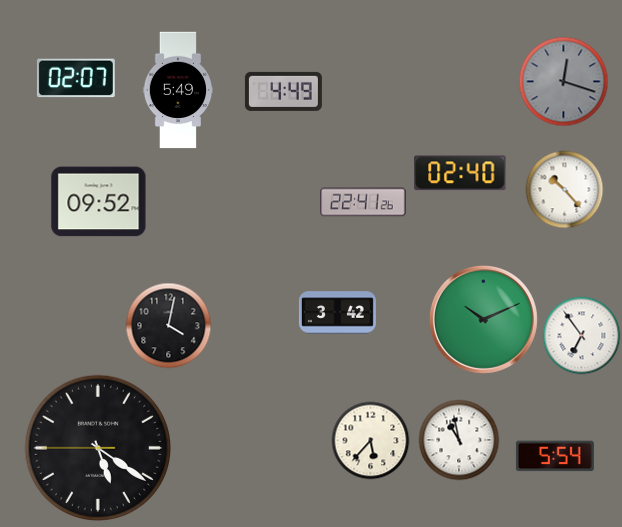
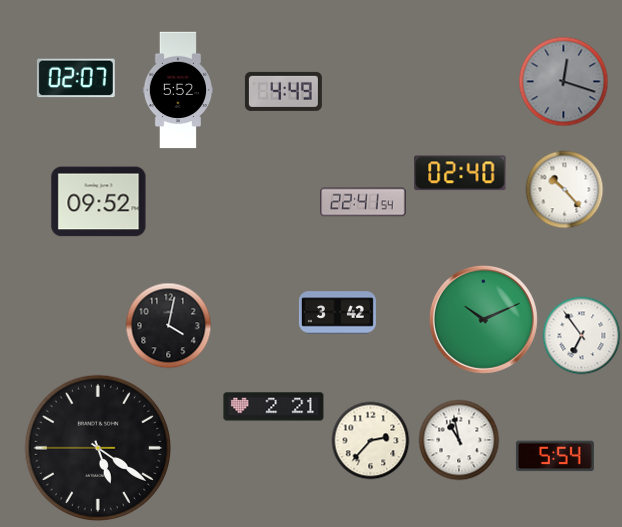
clock at (178, 90): 5:49 -> 5:52
clock at (363, 202): 22:41:26 -> 22:41:54
clock at (274, 407): none -> 2:21
clock at (370, 440): 5:37 -> 2:37
